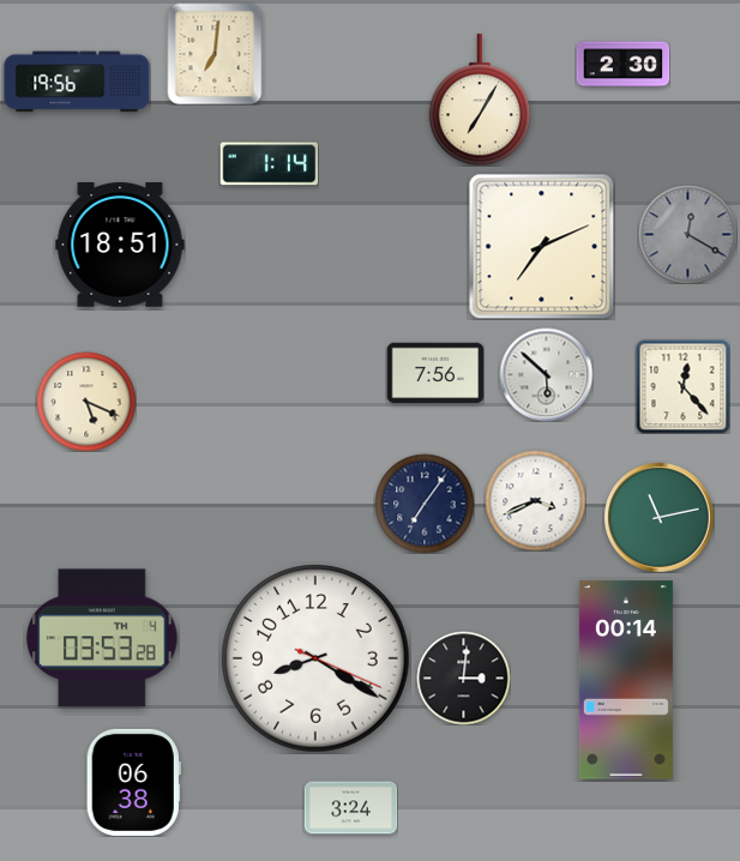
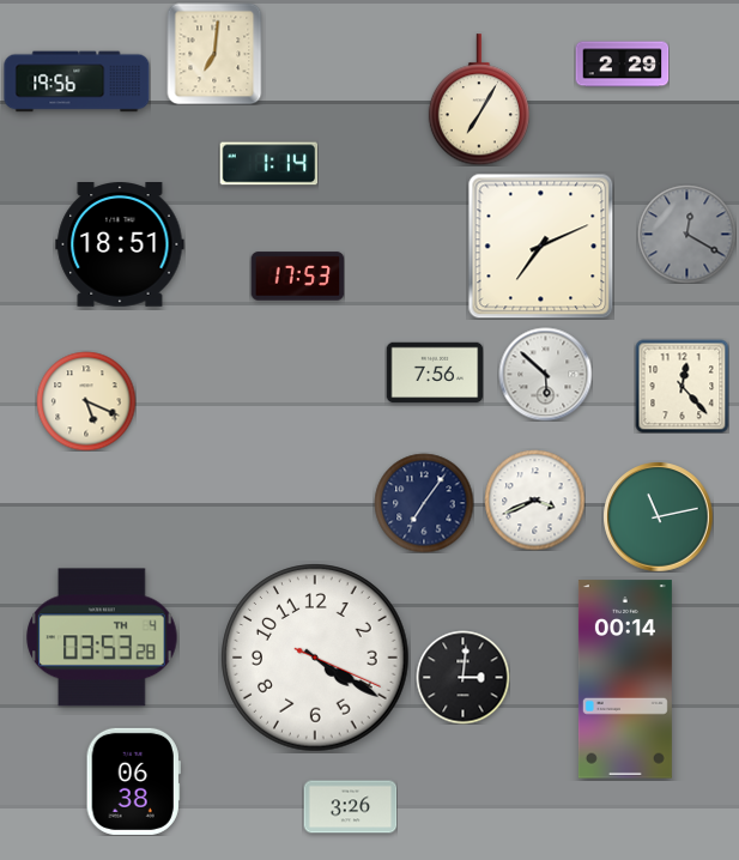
clock at (622, 65): 2:30 -> 2:29
clock at (297, 277): none -> 17:53
clock at (315, 658): 8:20 -> 4:20
clock at (350, 808): 3:24 -> 3:26
